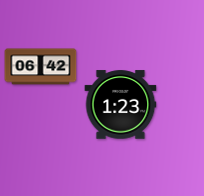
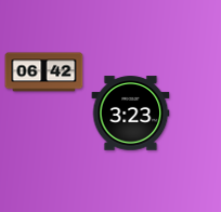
clock at (121, 105): 1:23 -> 3:23
